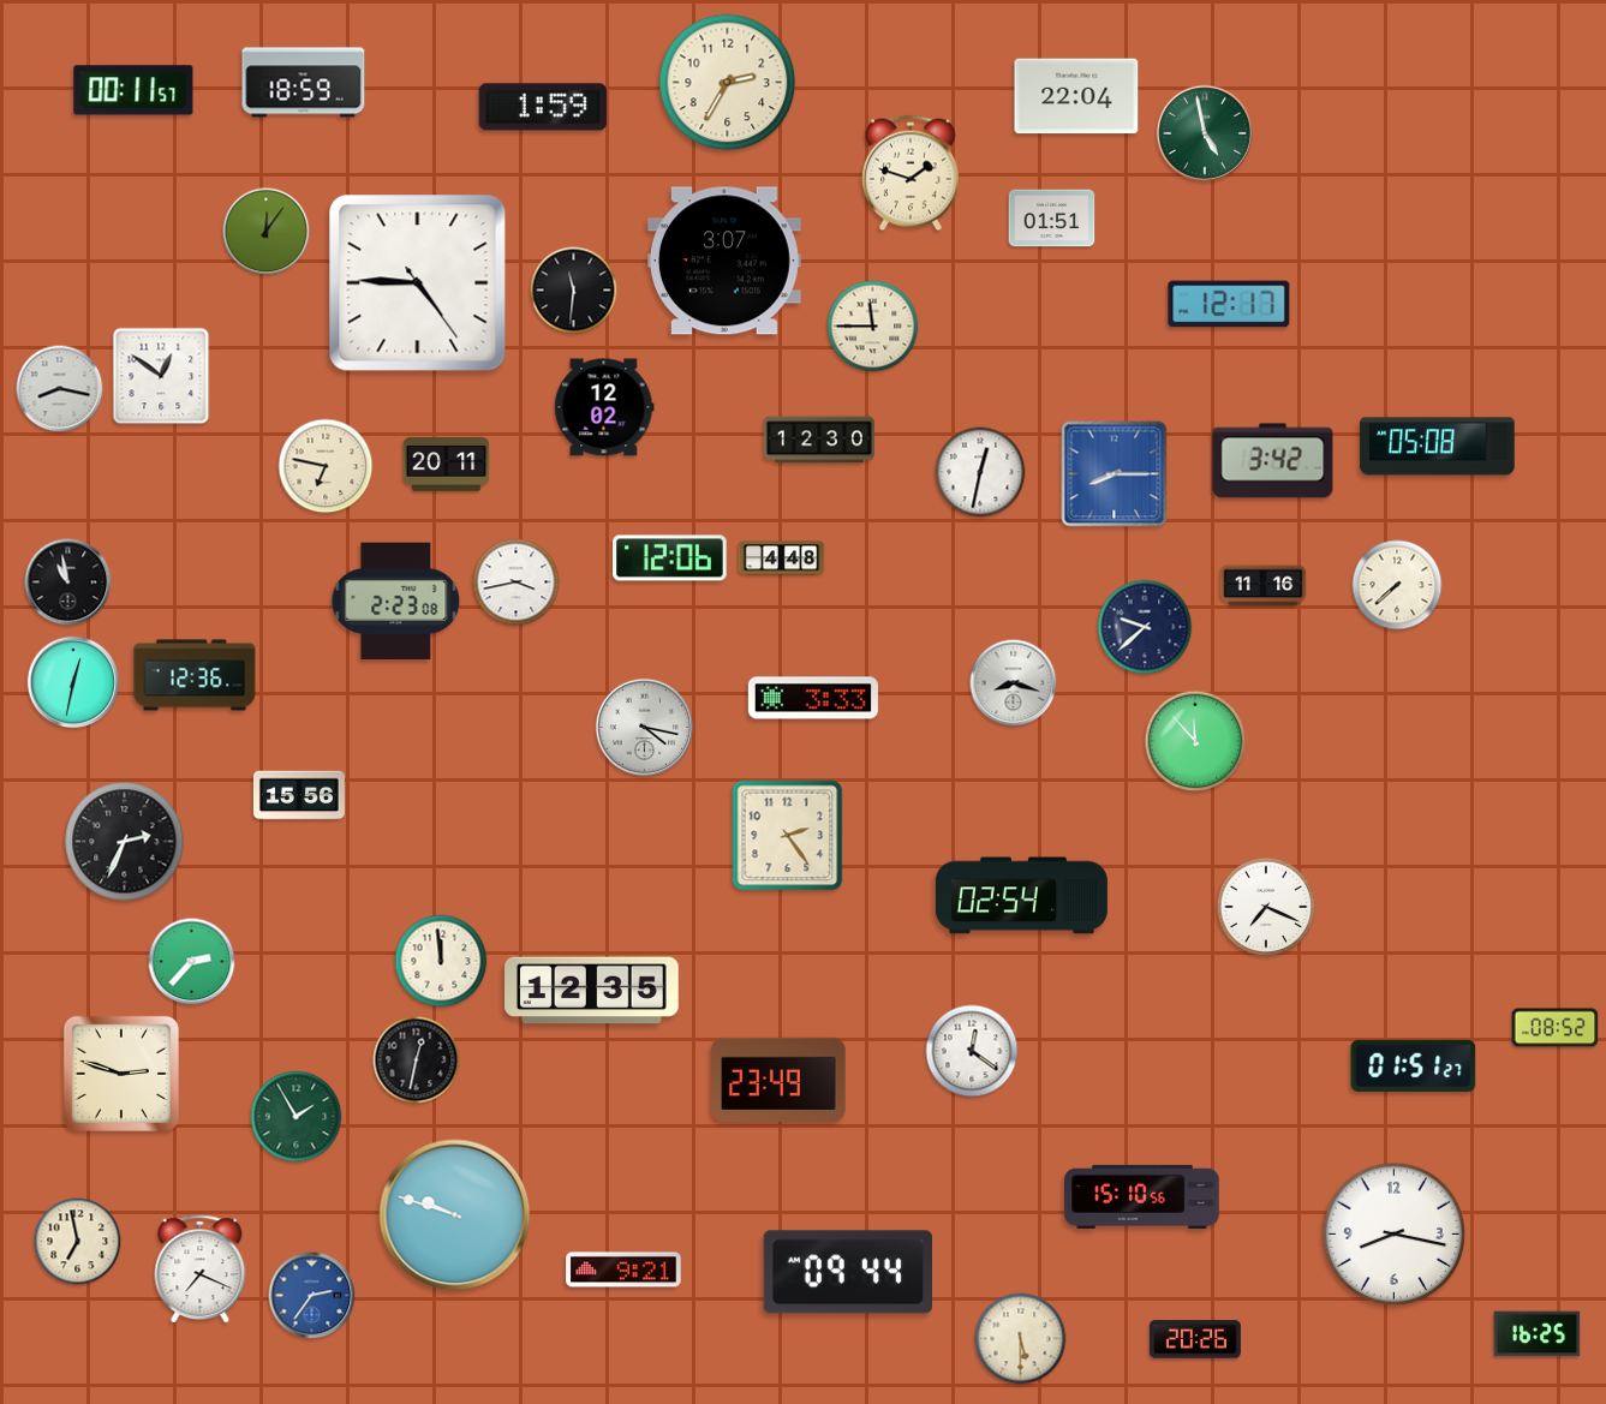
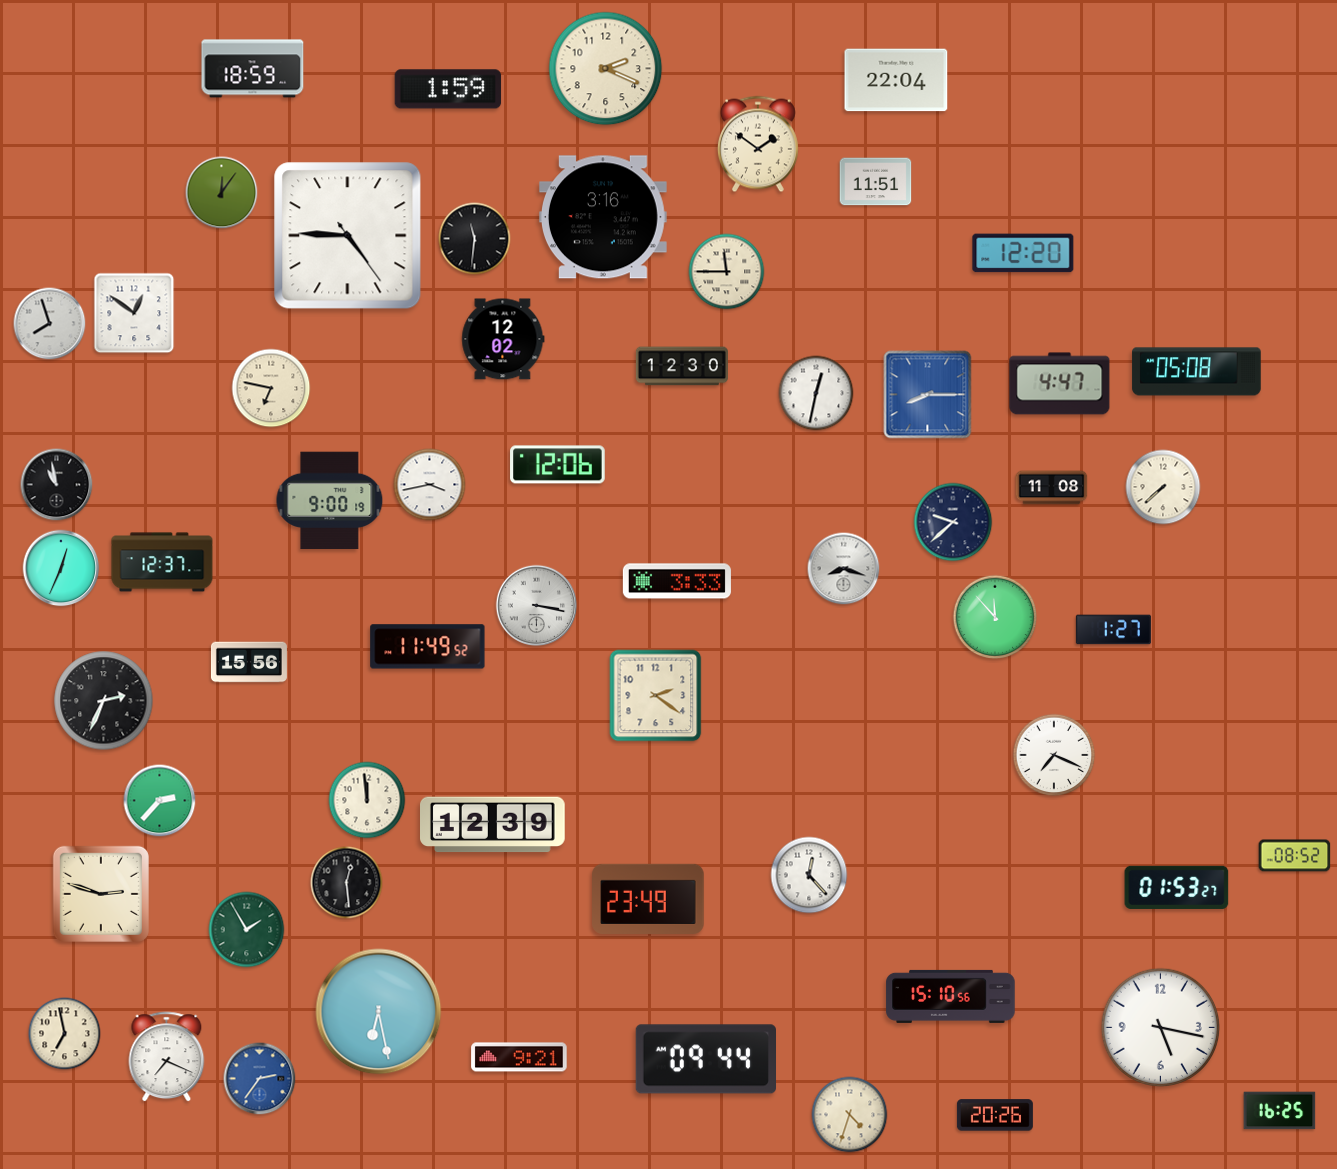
clock at (728, 83): 2:35 -> 2:19
clock at (133, 90): 00:11 -> none
clock at (543, 107) position: (543, 107) -> (448, 89)
clock at (1205, 133): 4:58 -> none
clock at (911, 173): 1:48 -> 1:51
clock at (1052, 219): 01:51 -> 11:51
clock at (724, 261): 3:07 -> 3:16
clock at (574, 291) position: (574, 291) -> (475, 239)
clock at (1229, 304): 12:17 -> 12:20
clock at (60, 389): 8:17 -> 7:57
clock at (1273, 461): 3:42 -> 4:47
clock at (447, 465): 20:11 -> none
clock at (782, 558): 4:48 -> none
clock at (1264, 586): 11:16 -> 11:08
clock at (396, 602): 2:23 -> 9:00
clock at (195, 675): 12:36 -> 12:37
clock at (73, 682): 12:32 -> 12:34
clock at (645, 728): 4:17 -> 3:17
clock at (1113, 630): none -> 1:27
clock at (428, 647): none -> 11:49
clock at (788, 836): 2:24 -> 2:21
clock at (1021, 896): 02:54 -> none
clock at (592, 991): 12:35 -> 12:39
clock at (972, 1051): 12:21 -> 12:23
clock at (417, 1061): 12:32 -> 12:29
clock at (1414, 1065): 01:51 -> 01:53
clock at (455, 1215): 9:48 -> 6:28
clock at (1393, 1233): 8:17 -> 5:17
clock at (1021, 1339): 5:30 -> 4:33
